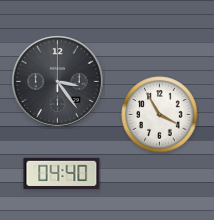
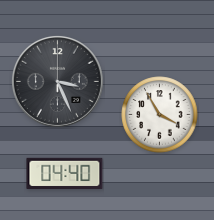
clock at (57, 81): 3:24 -> 3:26
clock at (62, 174) position: (62, 174) -> (65, 174)
